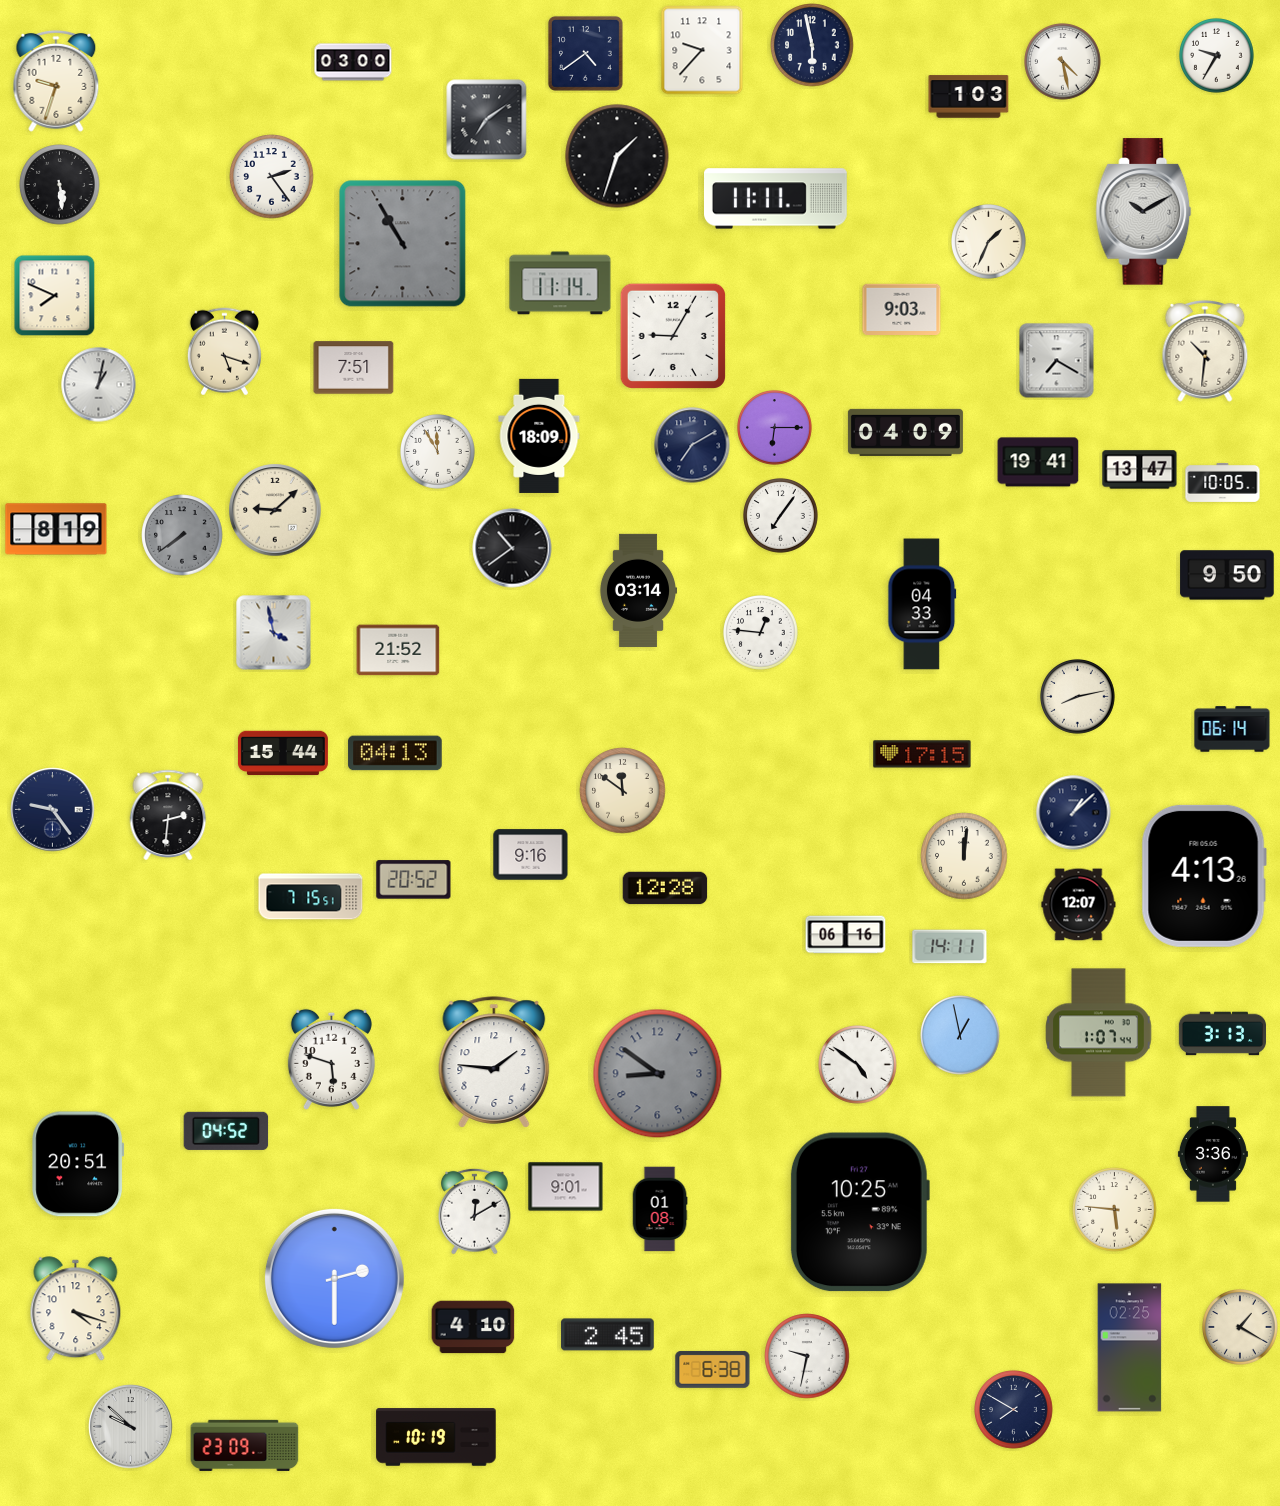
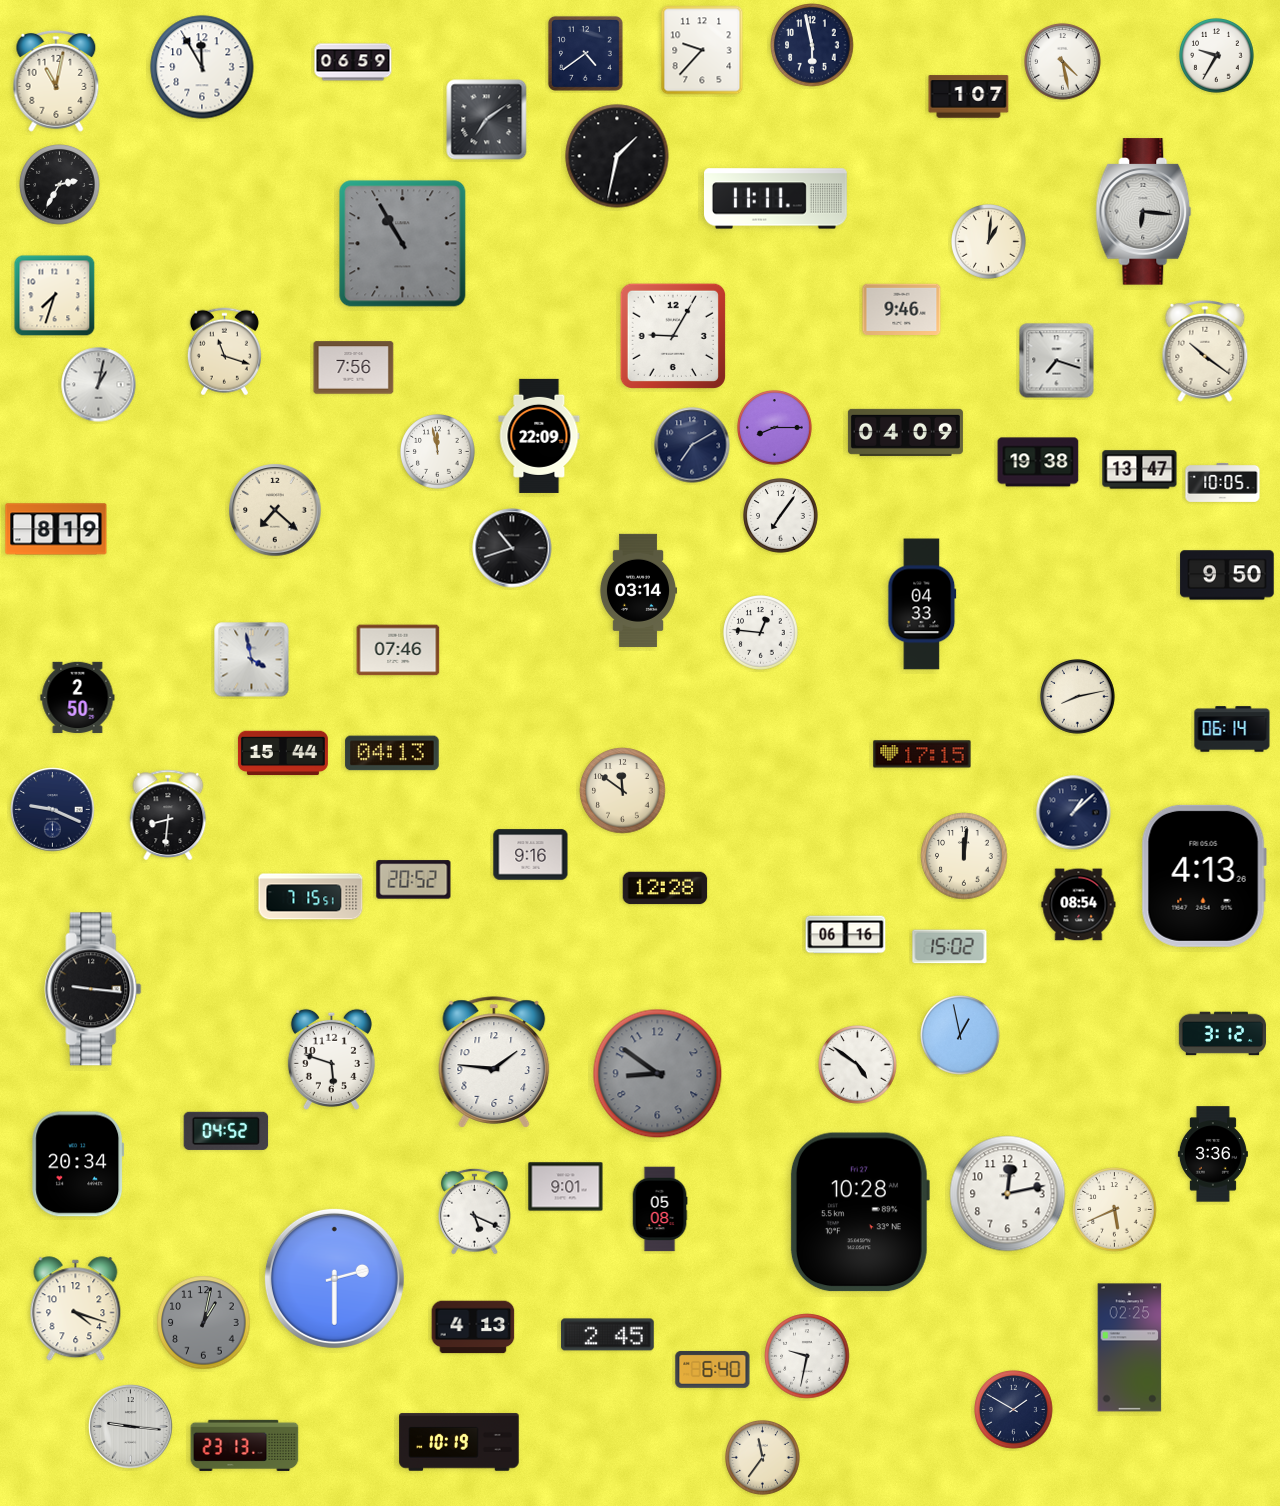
clock at (353, 62): 03:00 -> 06:59
clock at (202, 67): none -> 11:55
clock at (56, 81): 9:33 -> 11:02
clock at (969, 97): 1:03 -> 1:07
clock at (617, 156): 1:33 -> 1:32
clock at (272, 177): 2:24 -> none
clock at (60, 185): 5:29 -> 2:35
clock at (1144, 212): 10:10 -> 6:16
clock at (989, 242): 1:34 -> 1:01
clock at (560, 283): 11:14 -> none
clock at (55, 296): 7:49 -> 7:33
clock at (902, 309): 9:03 -> 9:46
clock at (1205, 351): 10:31 -> 10:21
clock at (224, 352): 5:18 -> 11:18
clock at (1057, 361): 7:20 -> 7:18
clock at (354, 368): 7:51 -> 7:56
clock at (775, 428): 6:15 -> 8:15
clock at (539, 436): 18:09 -> 22:09
clock at (438, 452): 11:55 -> 11:58
clock at (1038, 462): 19:41 -> 19:38
clock at (275, 510): 9:08 -> 7:22
clock at (182, 535): 7:39 -> none
clock at (512, 548): 10:39 -> 10:42
clock at (274, 633) position: (274, 633) -> (252, 660)
clock at (398, 650): 21:52 -> 07:46
clock at (78, 697): none -> 2:50
clock at (395, 753) position: (395, 753) -> (392, 753)
clock at (53, 810): 9:24 -> 9:19
clock at (168, 815): 2:31 -> 8:31
clock at (1079, 905): 12:07 -> 08:54
clock at (950, 947): 14:11 -> 15:02
clock at (93, 989): none -> 9:16
clock at (1099, 1033): 1:07 -> none
clock at (1222, 1034): 3:13 -> 3:12
clock at (78, 1164): 20:51 -> 20:34
clock at (1008, 1194): none -> 12:13
clock at (660, 1209): 01:08 -> 05:08
clock at (1115, 1210): 5:46 -> 5:41
clock at (475, 1211): 12:10 -> 5:19
clock at (859, 1212): 10:25 -> 10:28
clock at (204, 1323): none -> 1:02
clock at (473, 1327): 4:10 -> 4:13
clock at (1240, 1327): 1:20 -> none
clock at (713, 1369): 6:38 -> 6:40
clock at (1014, 1410): 7:50 -> 1:50
clock at (131, 1427): 9:52 -> 9:16
clock at (436, 1437) position: (436, 1437) -> (459, 1442)
clock at (245, 1445): 23:09 -> 23:13
clock at (763, 1458): none -> 11:36
